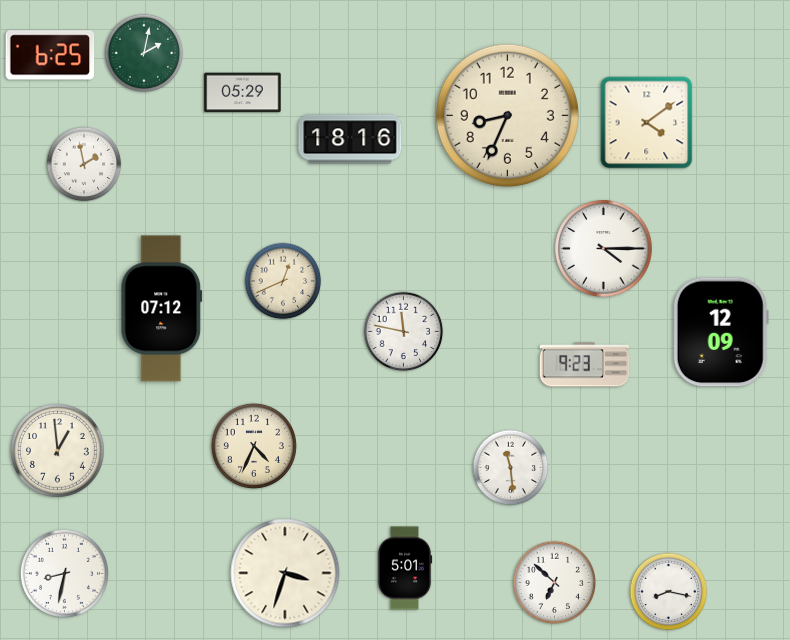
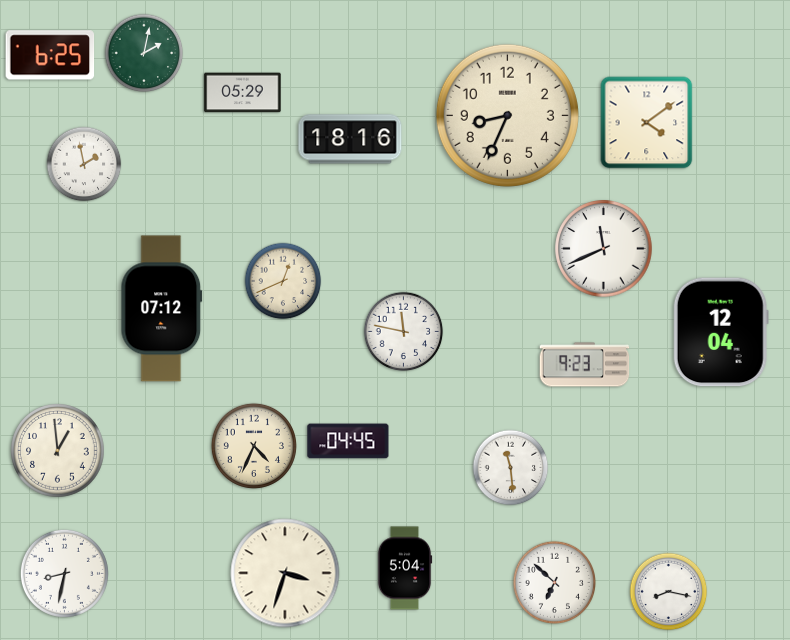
clock at (604, 249): 4:15 -> 11:41
clock at (721, 332): 12:09 -> 12:04
clock at (348, 441): none -> 04:45
clock at (405, 568): 5:01 -> 5:04
